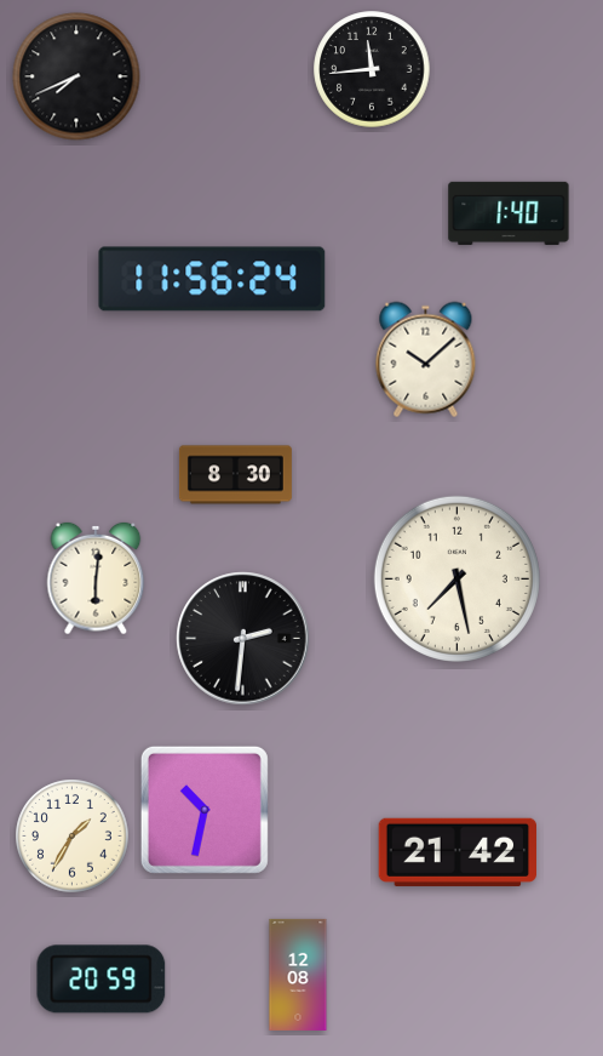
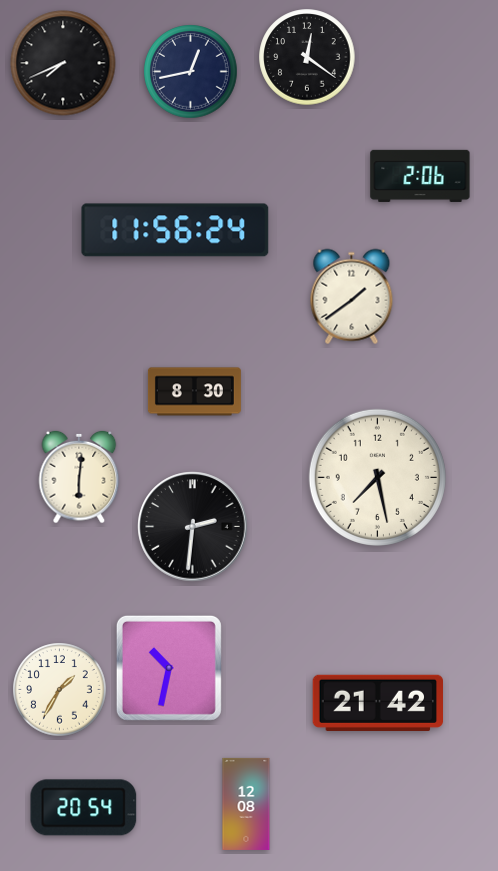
clock at (372, 69): 11:44 -> 12:21
clock at (191, 72): none -> 12:43
clock at (509, 213): 1:40 -> 2:06
clock at (426, 360): 10:08 -> 1:39
clock at (243, 639) position: (243, 639) -> (193, 527)
clock at (102, 980): 20:59 -> 20:54
